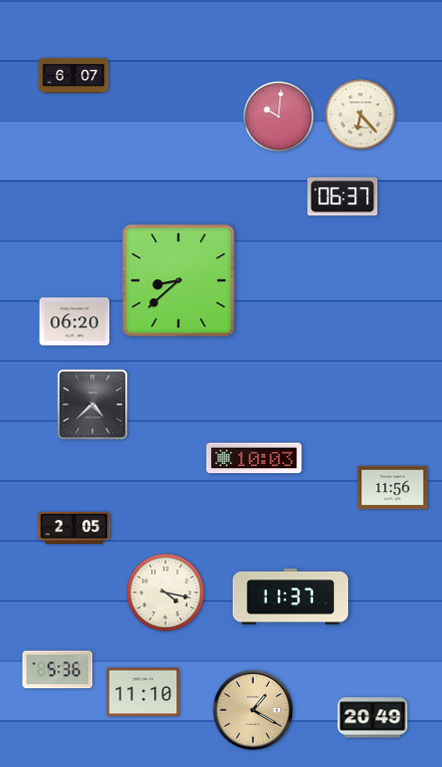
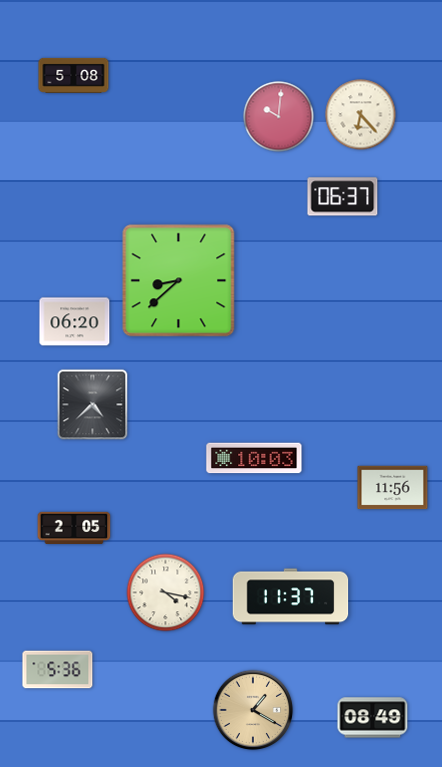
clock at (74, 75): 6:07 -> 5:08
clock at (143, 692): 11:10 -> none
clock at (373, 718): 20:49 -> 08:49
